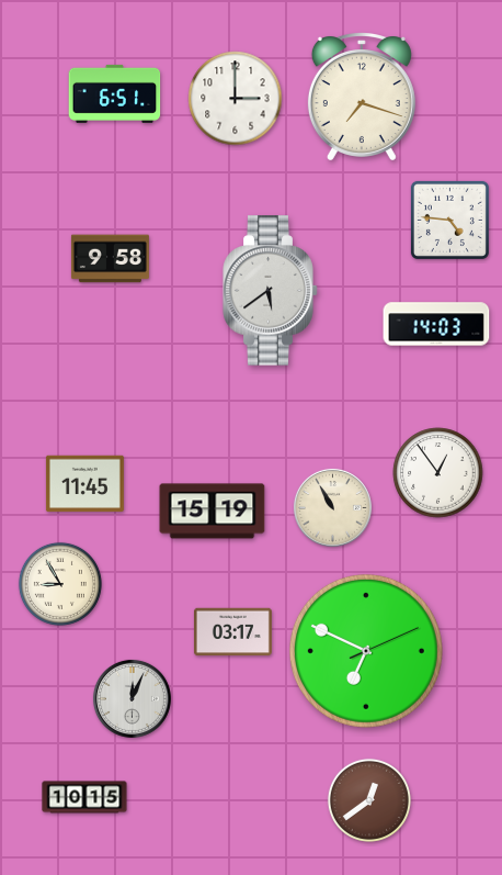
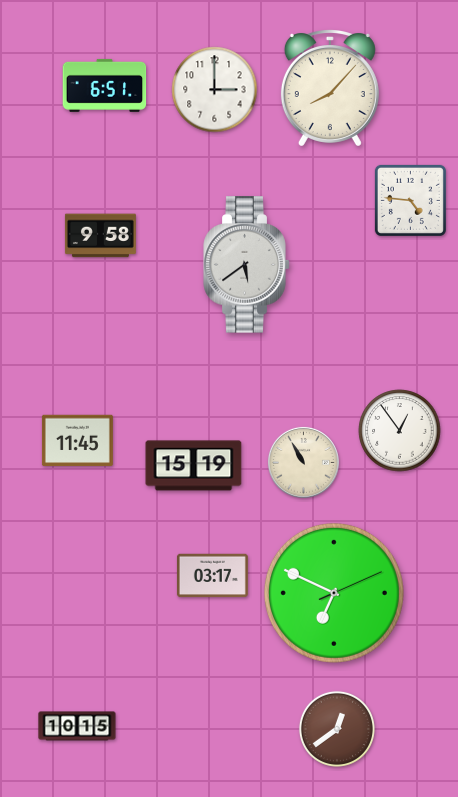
clock at (362, 97): 7:18 -> 8:07
clock at (436, 324): 14:03 -> none
clock at (60, 584): 8:55 -> none
clock at (132, 698): 12:04 -> none
